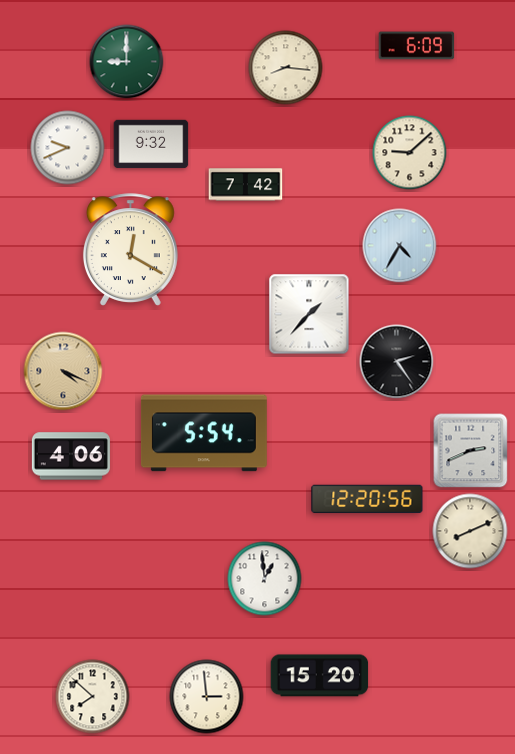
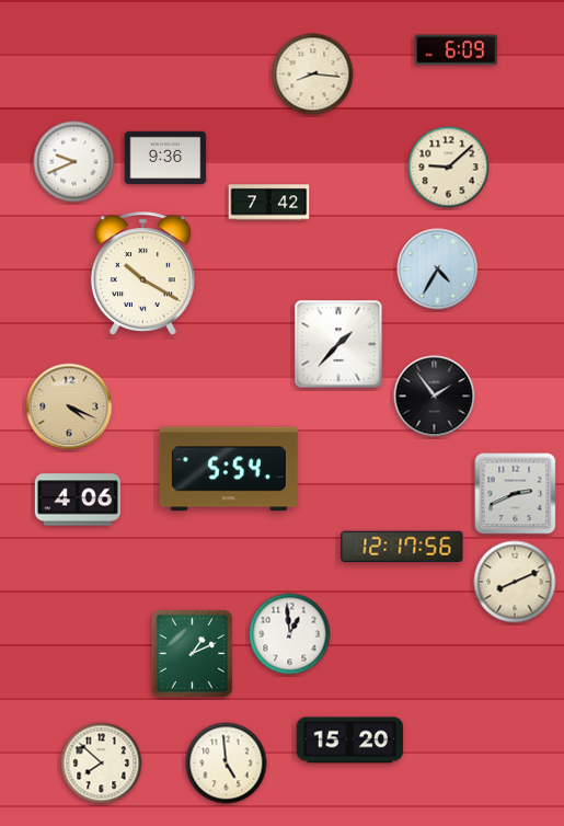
clock at (127, 62): 9:00 -> none
clock at (151, 144): 9:32 -> 9:36
clock at (130, 250): 12:20 -> 10:20
clock at (397, 362): 2:24 -> 1:54
clock at (204, 433) position: (204, 433) -> (229, 469)
clock at (367, 499): 12:20 -> 12:17
clock at (192, 653): none -> 1:11
clock at (207, 697): 2:59 -> 4:59
